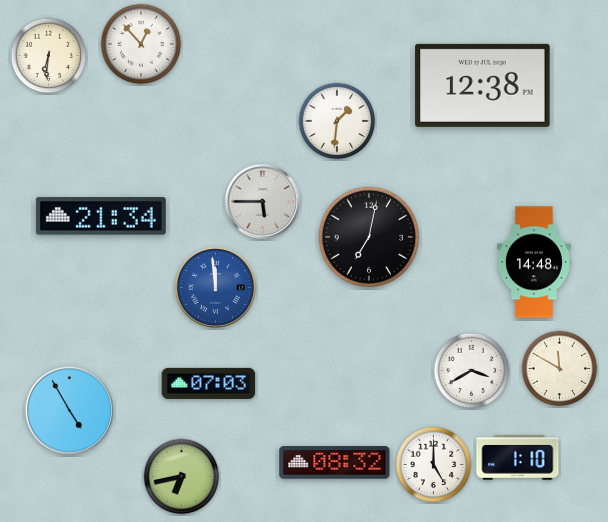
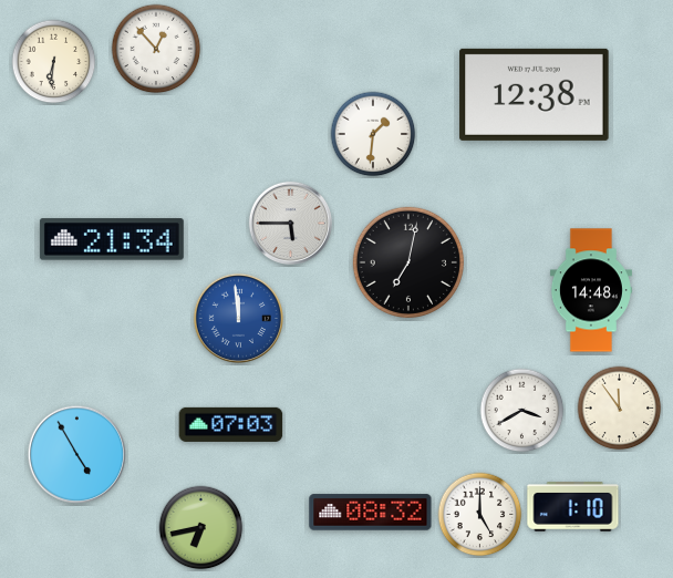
clock at (560, 369): 11:50 -> 11:54
